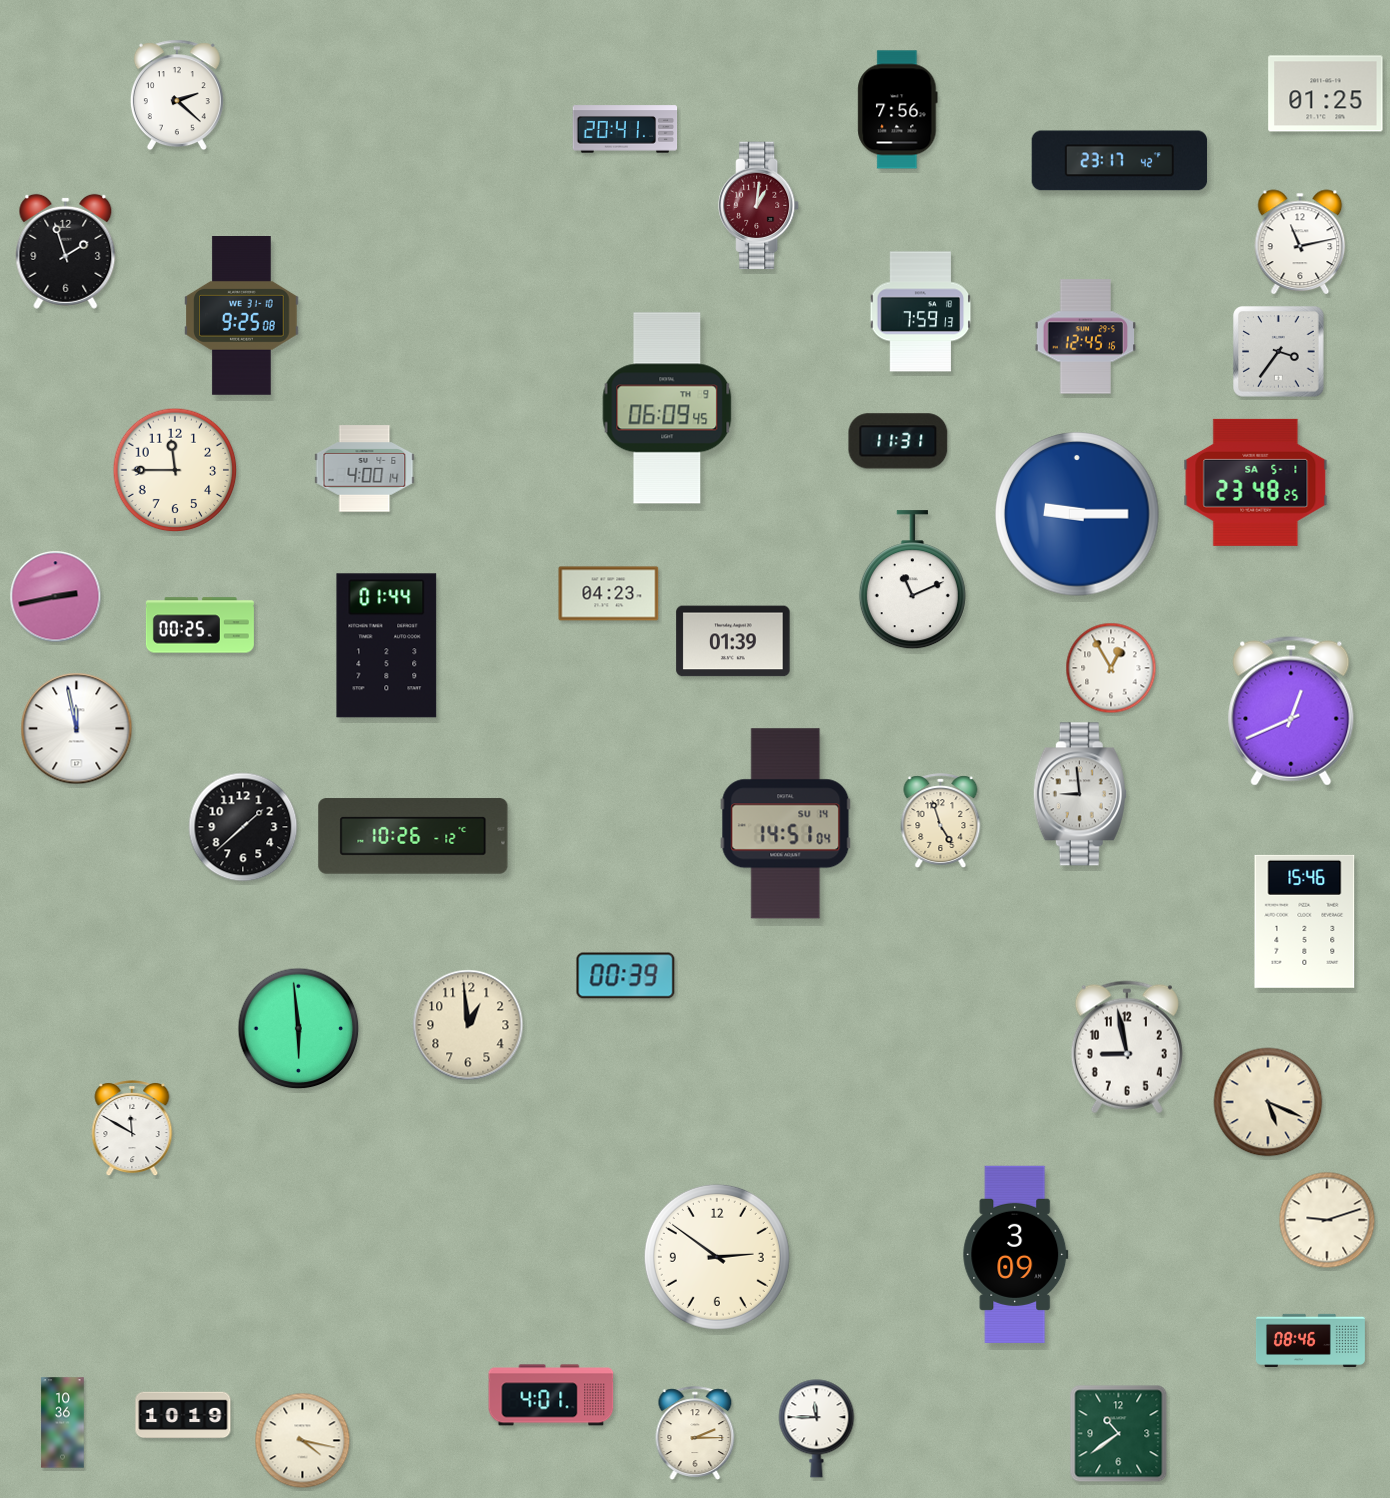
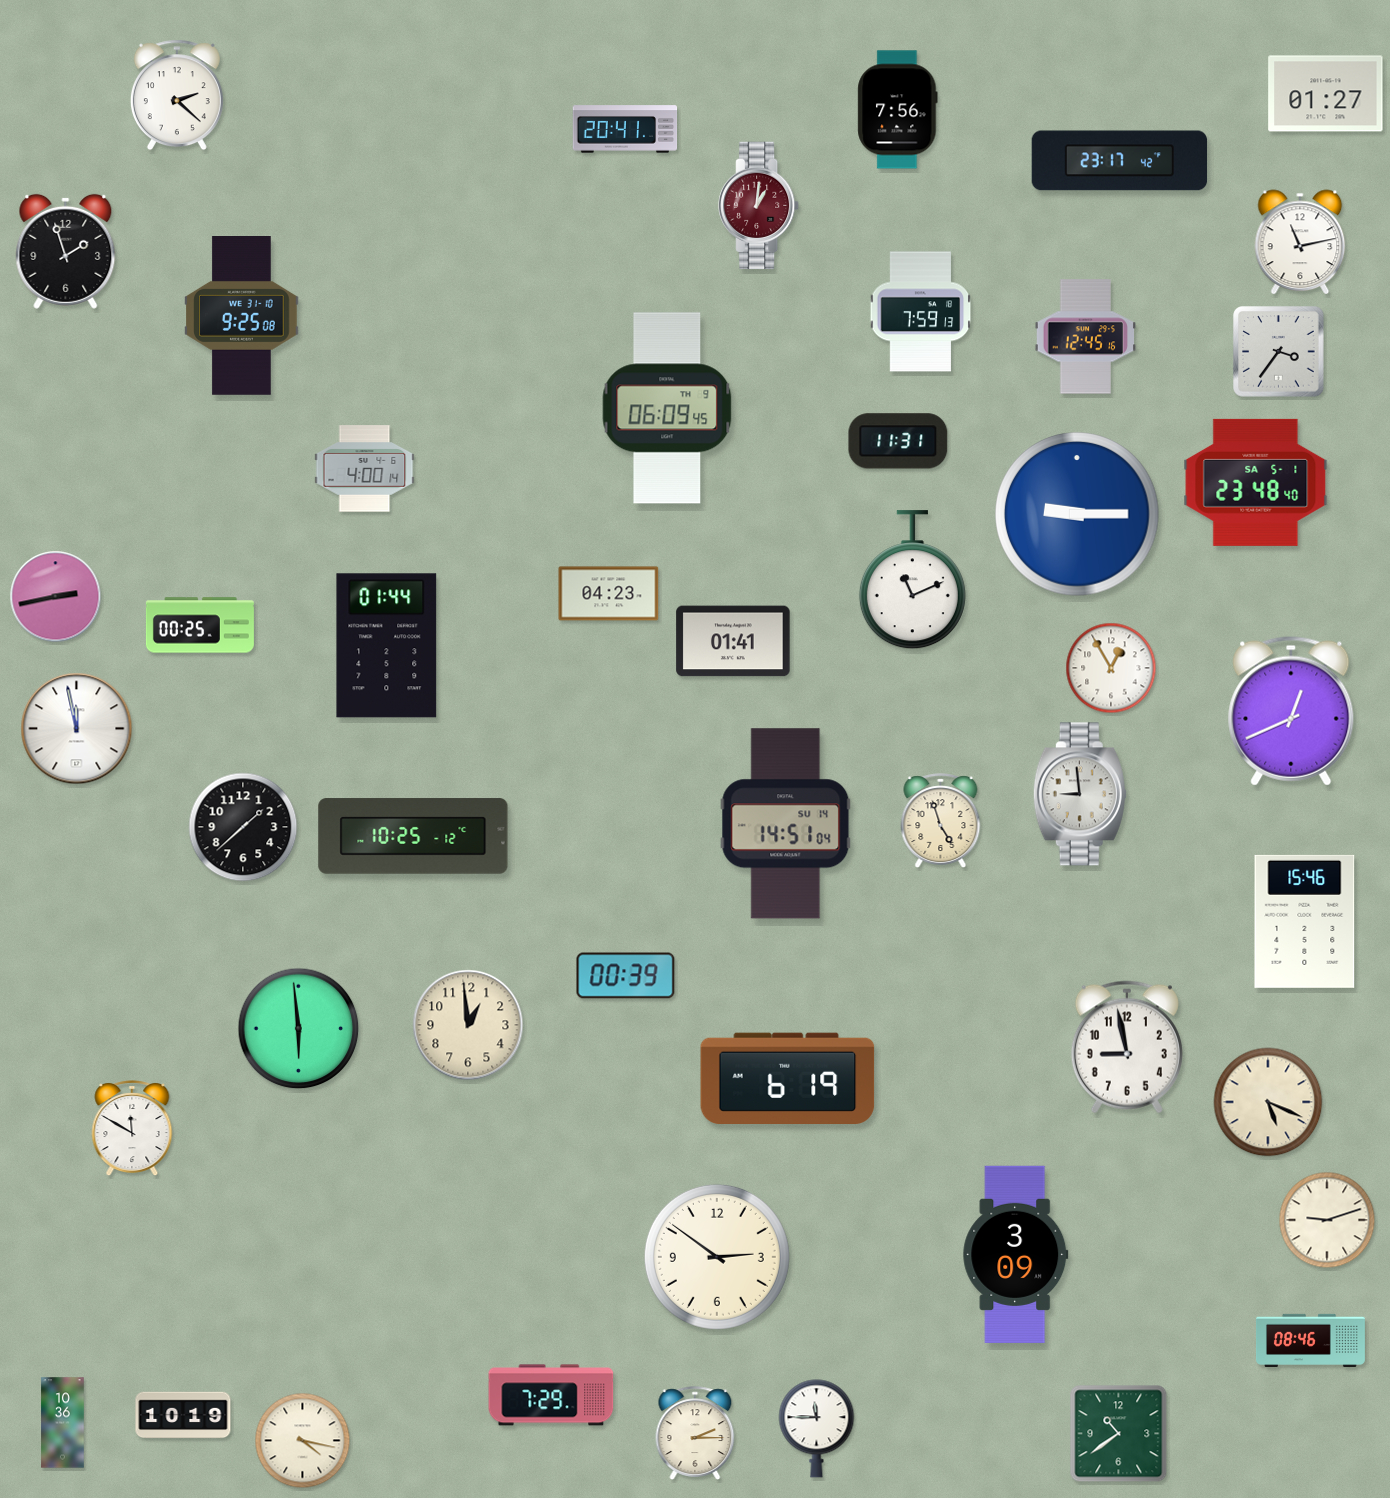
clock at (1326, 94): 01:25 -> 01:27
clock at (175, 470): 11:45 -> none
clock at (1256, 482): 23:48:25 -> 23:48:40
clock at (733, 641): 01:39 -> 01:41
clock at (413, 836): 10:26 -> 10:25
clock at (788, 1078): none -> 6:19
clock at (551, 1395): 4:01 -> 7:29
